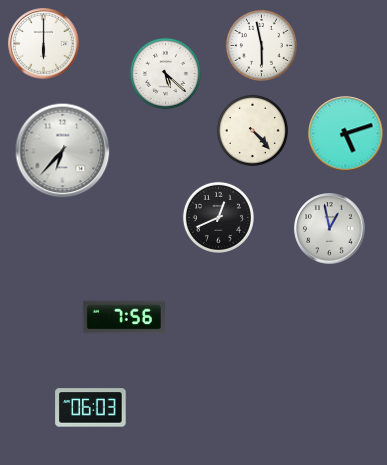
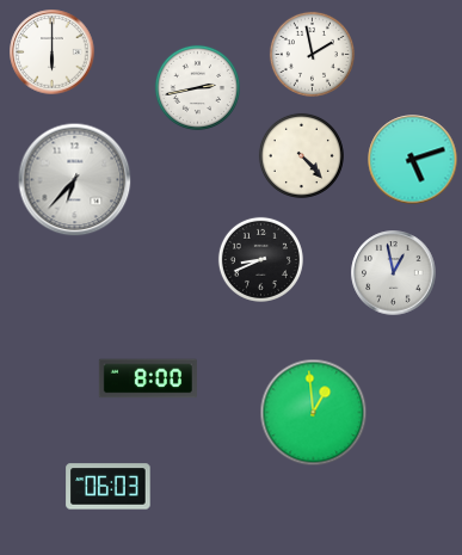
clock at (261, 45): 5:58 -> 1:58
clock at (165, 73): 5:22 -> 2:43
clock at (218, 217): 12:41 -> 8:41
clock at (124, 317): 7:56 -> 8:00
clock at (314, 413): none -> 12:59
